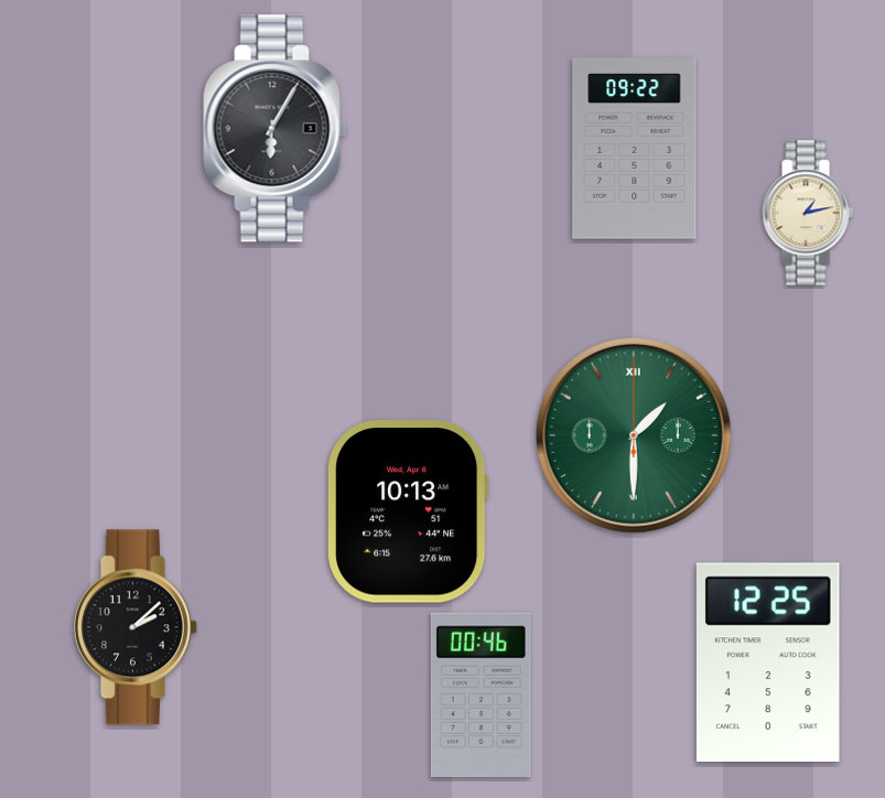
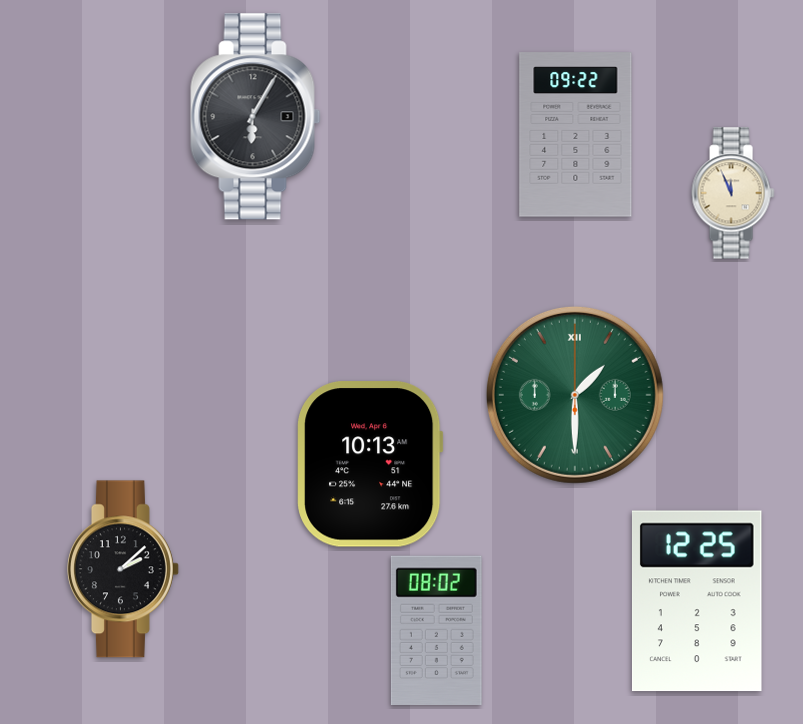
clock at (276, 129) position: (276, 129) -> (256, 117)
clock at (808, 213): 1:13 -> 11:56
clock at (481, 694): 00:46 -> 08:02
